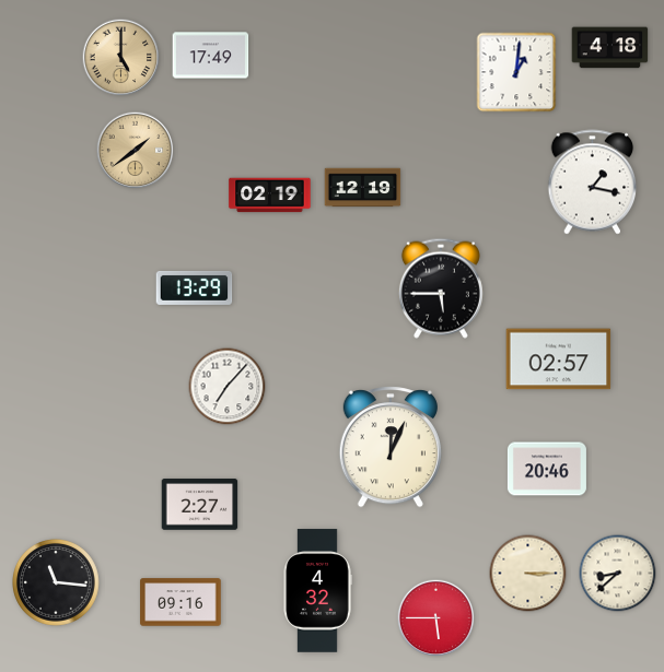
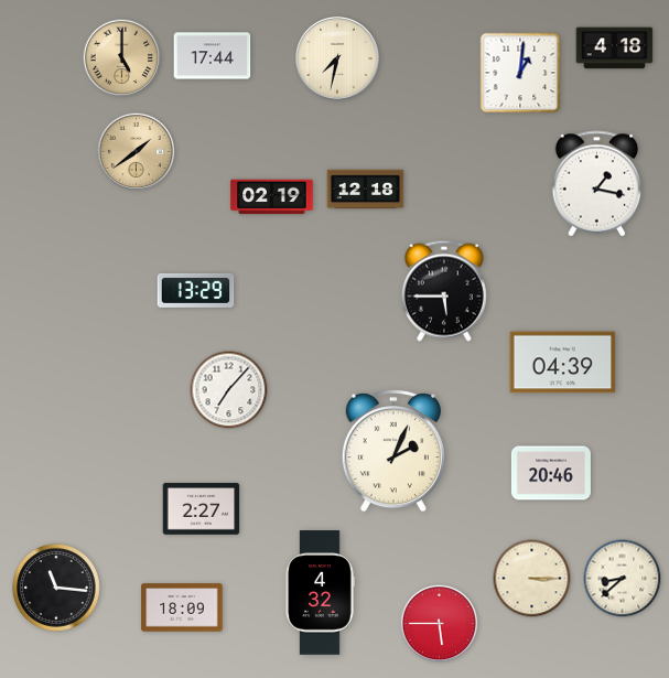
clock at (211, 56): 17:49 -> 17:44
clock at (338, 60): none -> 7:32
clock at (363, 188): 12:19 -> 12:18
clock at (559, 359): 02:57 -> 04:39
clock at (391, 447): 12:04 -> 2:04
clock at (317, 591) position: (317, 591) -> (320, 593)
clock at (180, 602): 09:16 -> 18:09
